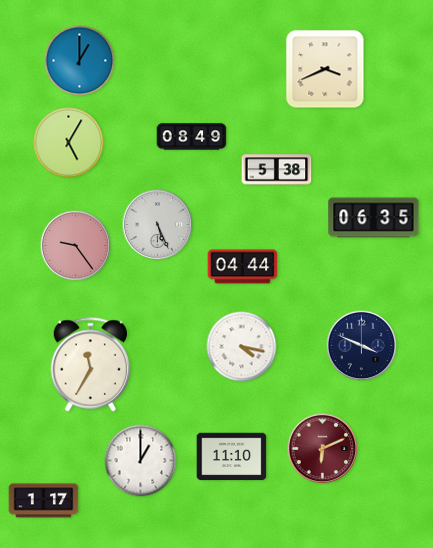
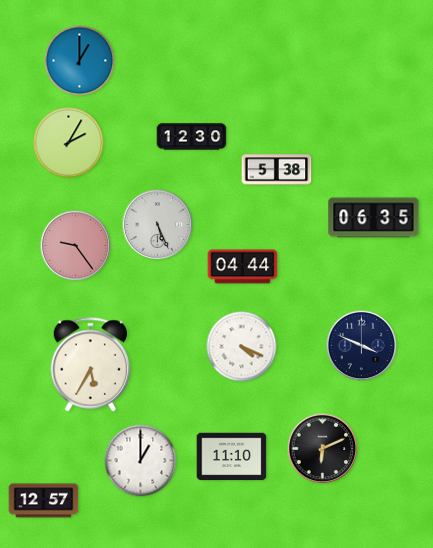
clock at (325, 69): 3:41 -> none
clock at (192, 137): 08:49 -> 12:30
clock at (69, 143): 5:05 -> 2:05
clock at (242, 347): 4:17 -> 4:19
clock at (91, 365): 11:35 -> 5:35
clock at (323, 449) dial: burgundy -> black
clock at (44, 501): 1:17 -> 12:57
